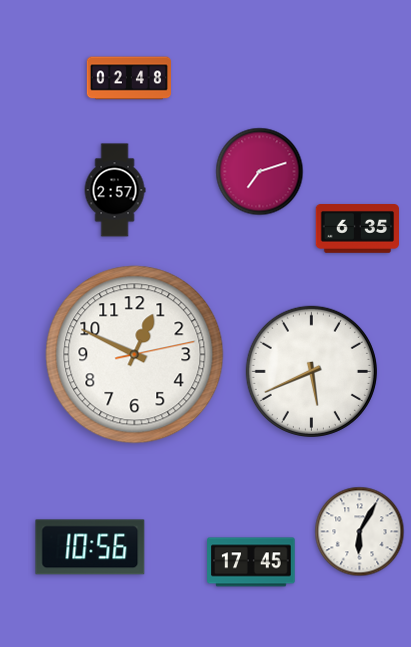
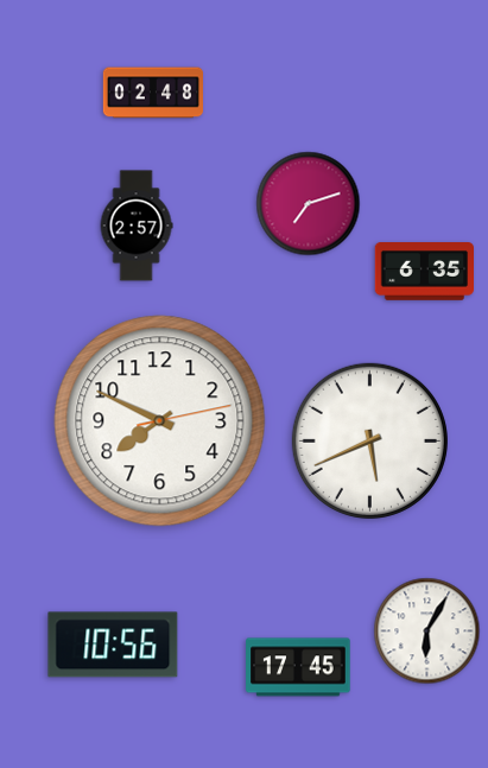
clock at (135, 355): 12:49 -> 7:49
clock at (90, 547) position: (90, 547) -> (113, 645)
